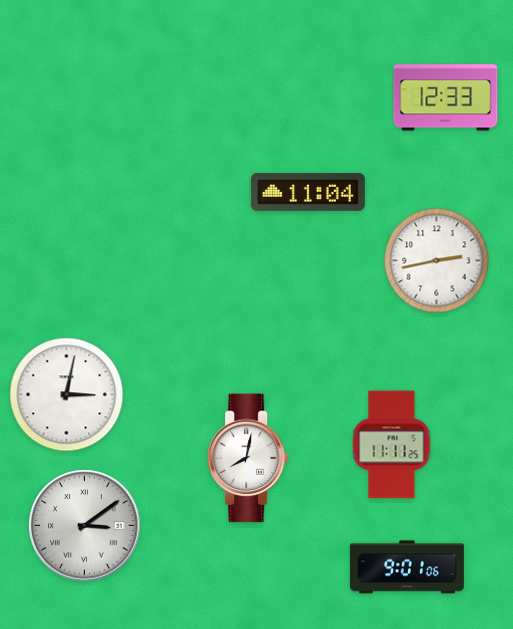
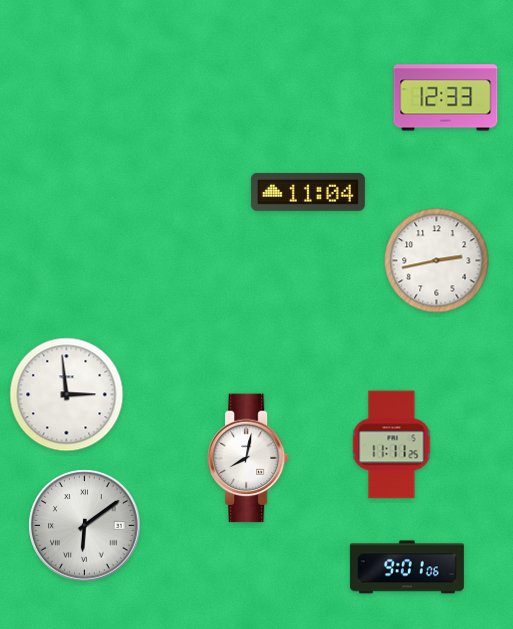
clock at (67, 395): 3:02 -> 2:59
clock at (85, 526): 3:09 -> 6:09
